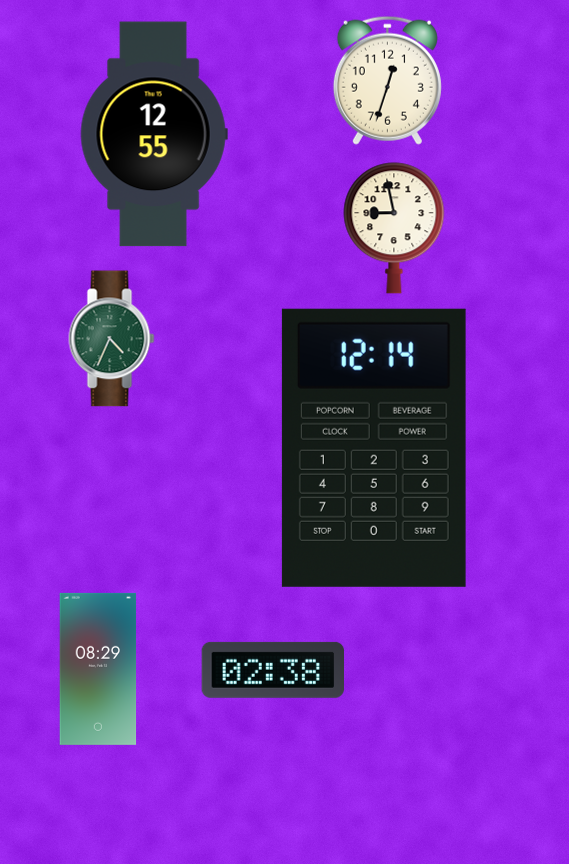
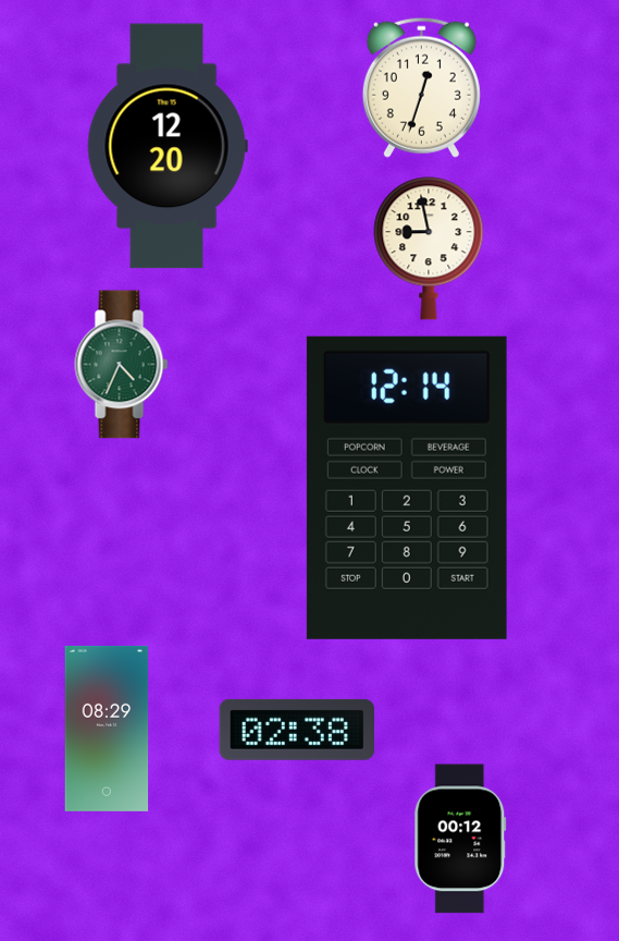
clock at (154, 134): 12:55 -> 12:20
clock at (112, 339) position: (112, 339) -> (122, 365)
clock at (460, 839): none -> 00:12
